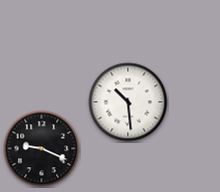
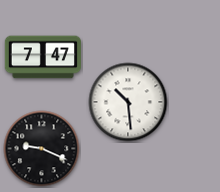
clock at (42, 57): none -> 7:47
